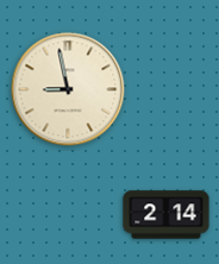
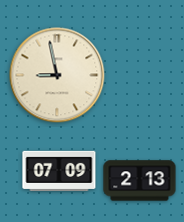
clock at (59, 170): none -> 07:09
clock at (167, 215): 2:14 -> 2:13
